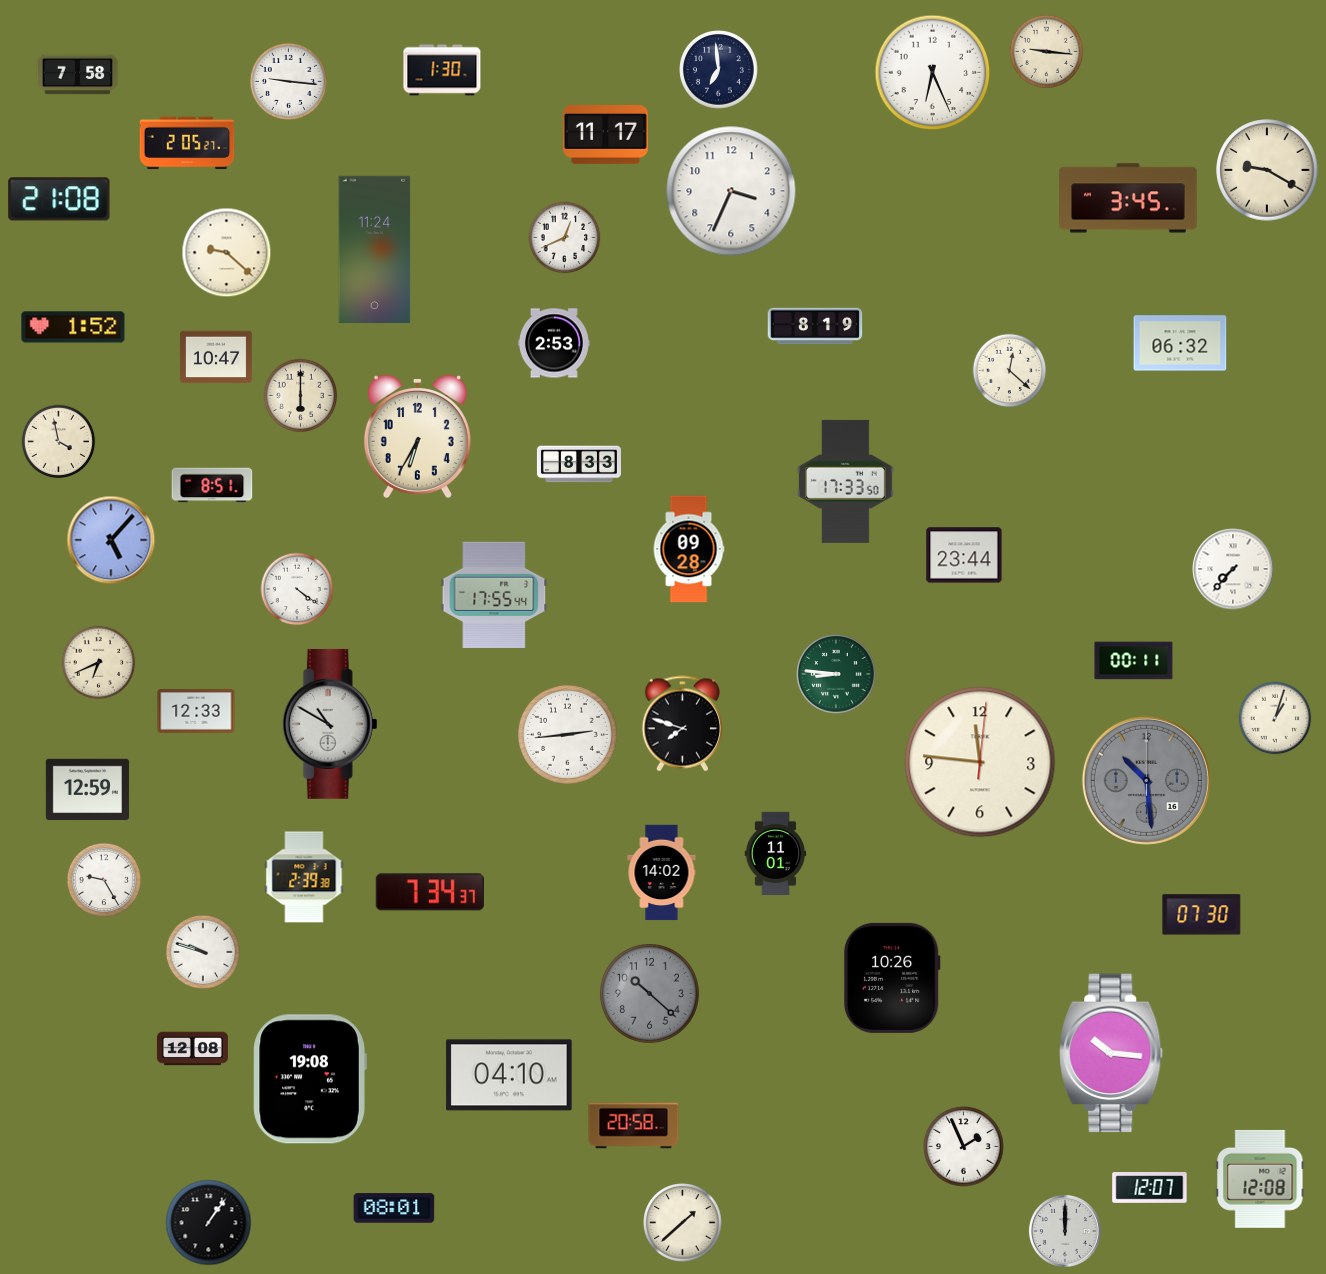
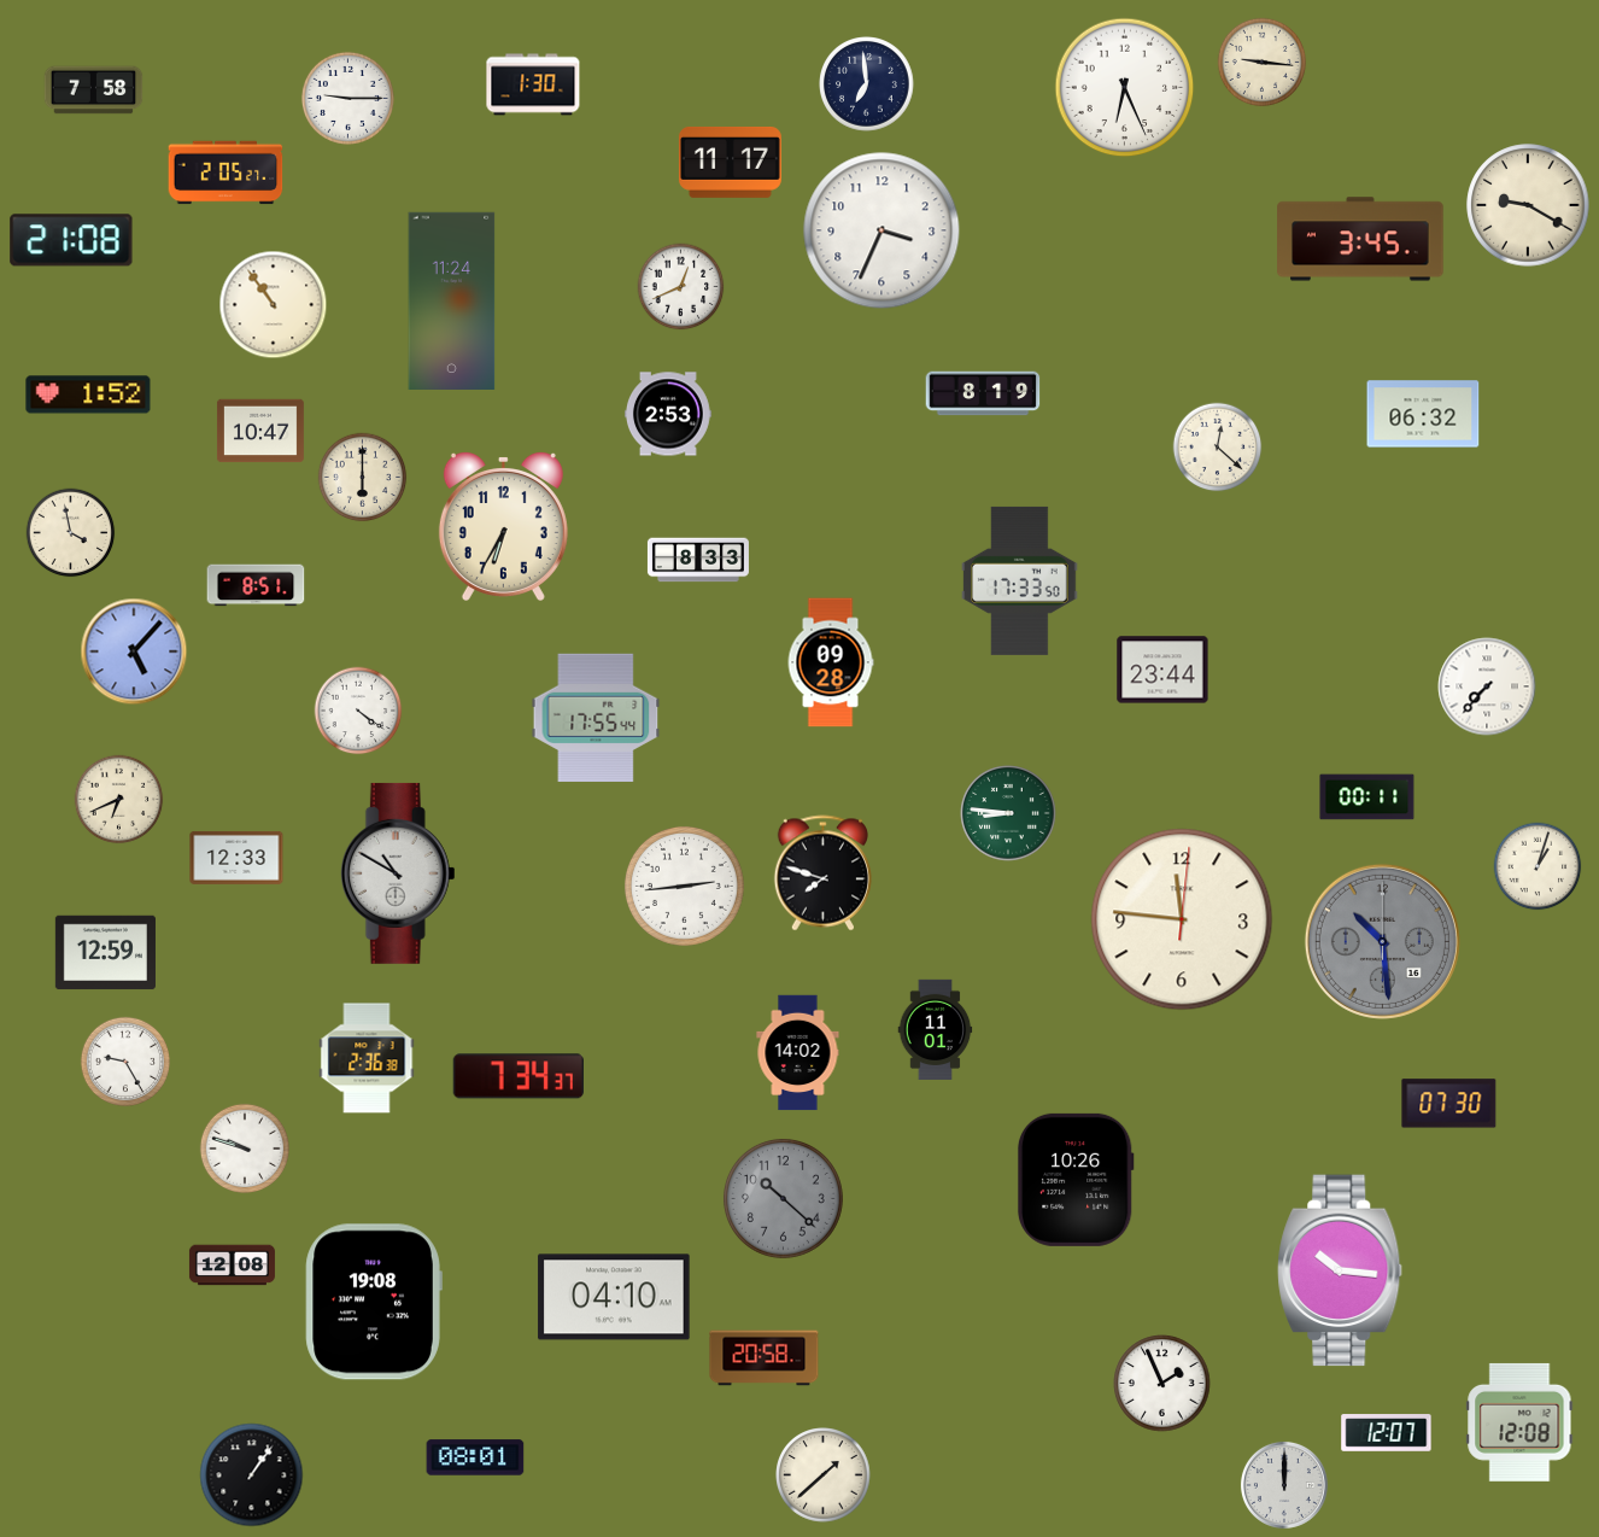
clock at (288, 81): 9:16 -> 9:15
clock at (227, 253): 9:22 -> 10:54
clock at (304, 877): 2:39 -> 2:36
